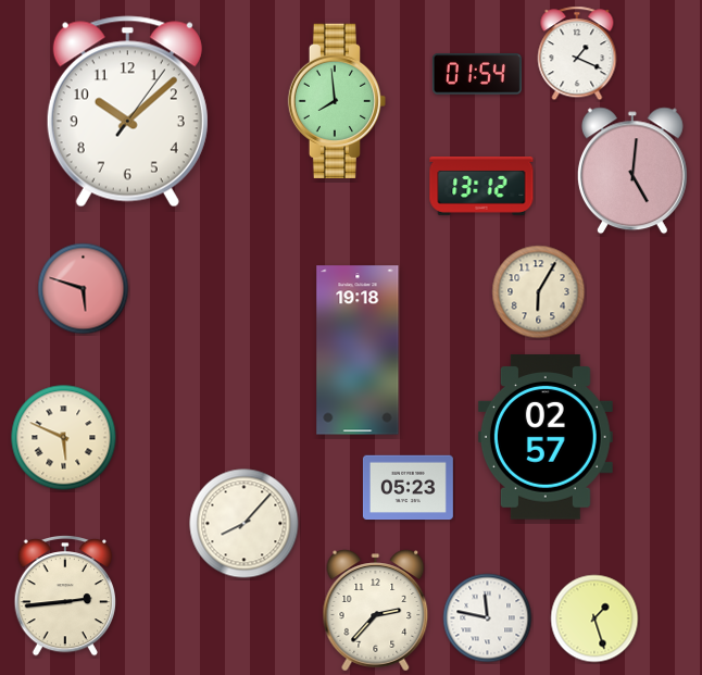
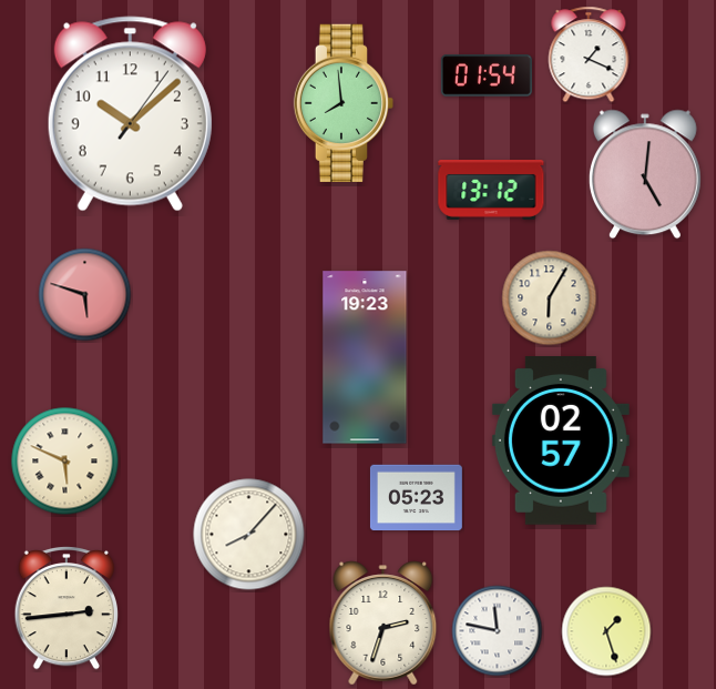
clock at (358, 350): 19:18 -> 19:23
clock at (64, 438) position: (64, 438) -> (65, 462)
clock at (546, 438) position: (546, 438) -> (561, 442)
clock at (376, 611): 2:37 -> 2:33
